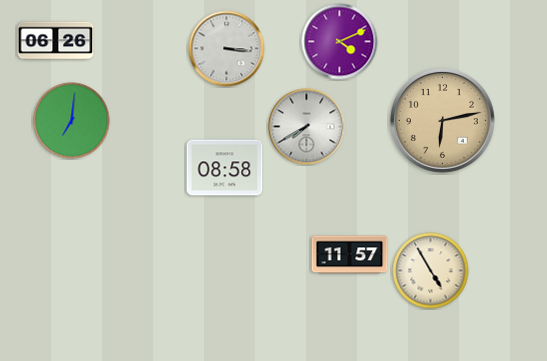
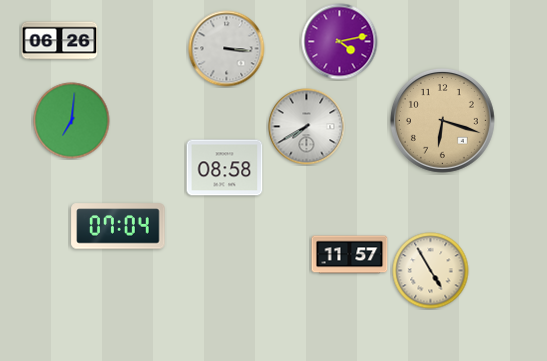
clock at (56, 41) position: (56, 41) -> (60, 41)
clock at (340, 42): 4:11 -> 4:13
clock at (442, 120): 6:13 -> 6:18
clock at (118, 226): none -> 07:04
